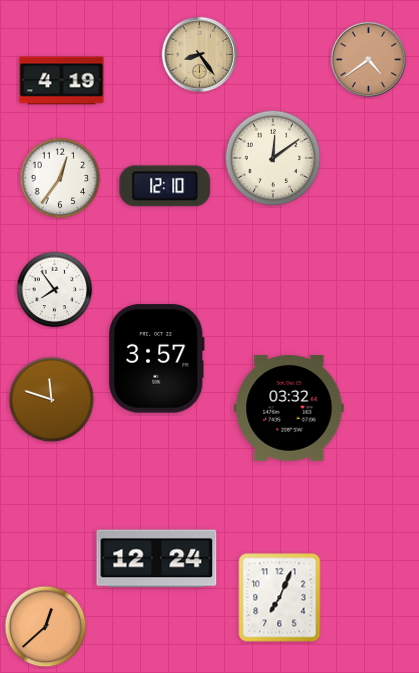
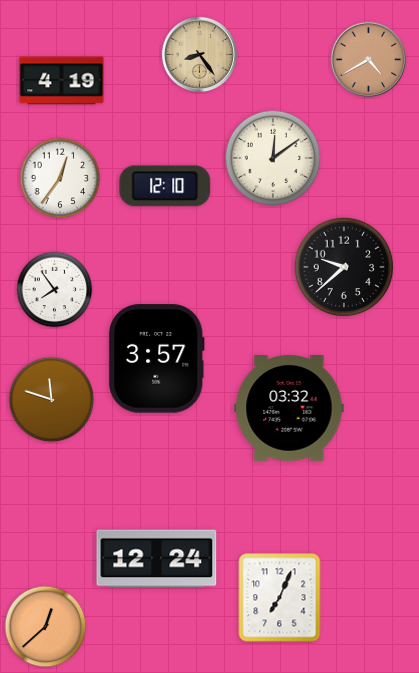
clock at (368, 59): 4:39 -> 4:40
clock at (344, 267): none -> 9:38
